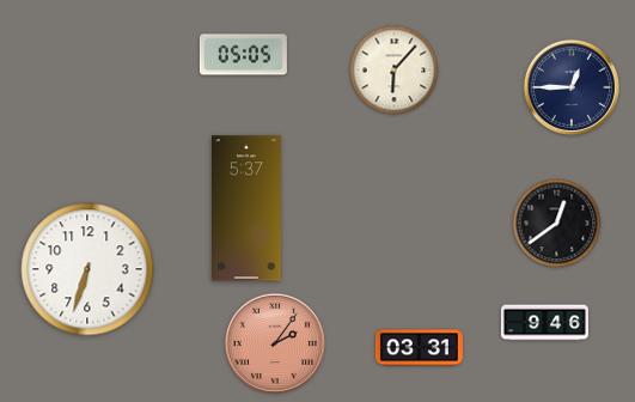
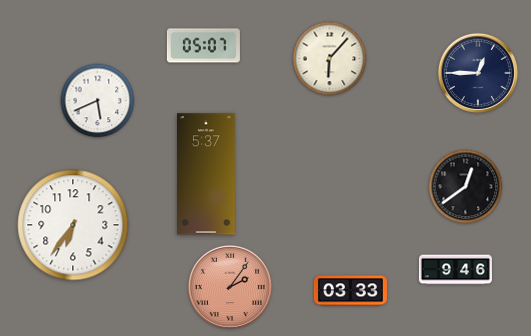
clock at (243, 55): 05:05 -> 05:07
clock at (98, 101): none -> 5:41
clock at (87, 269): 6:33 -> 6:36
clock at (419, 348): 03:31 -> 03:33
